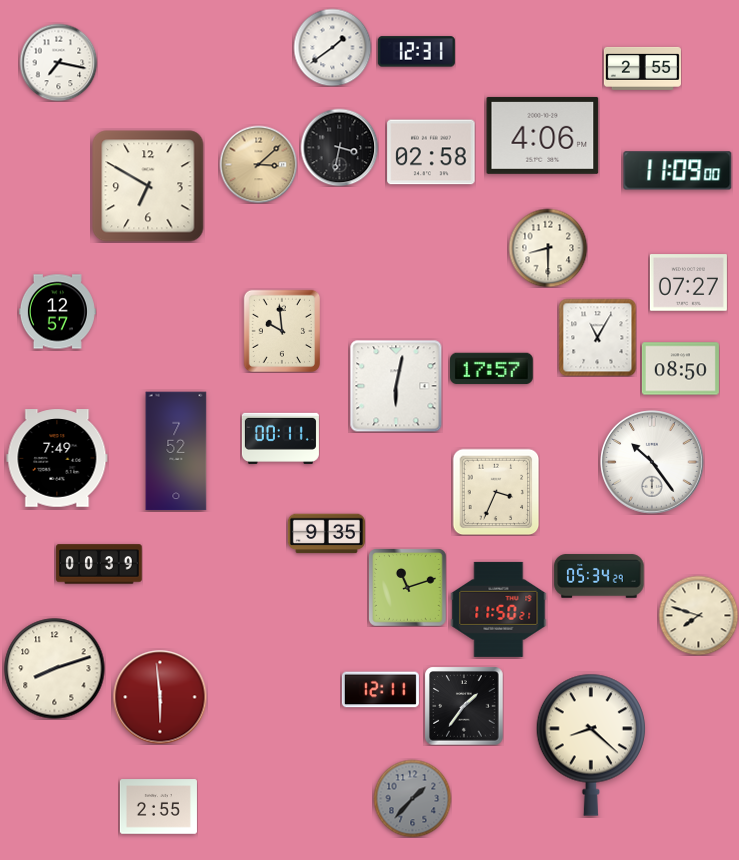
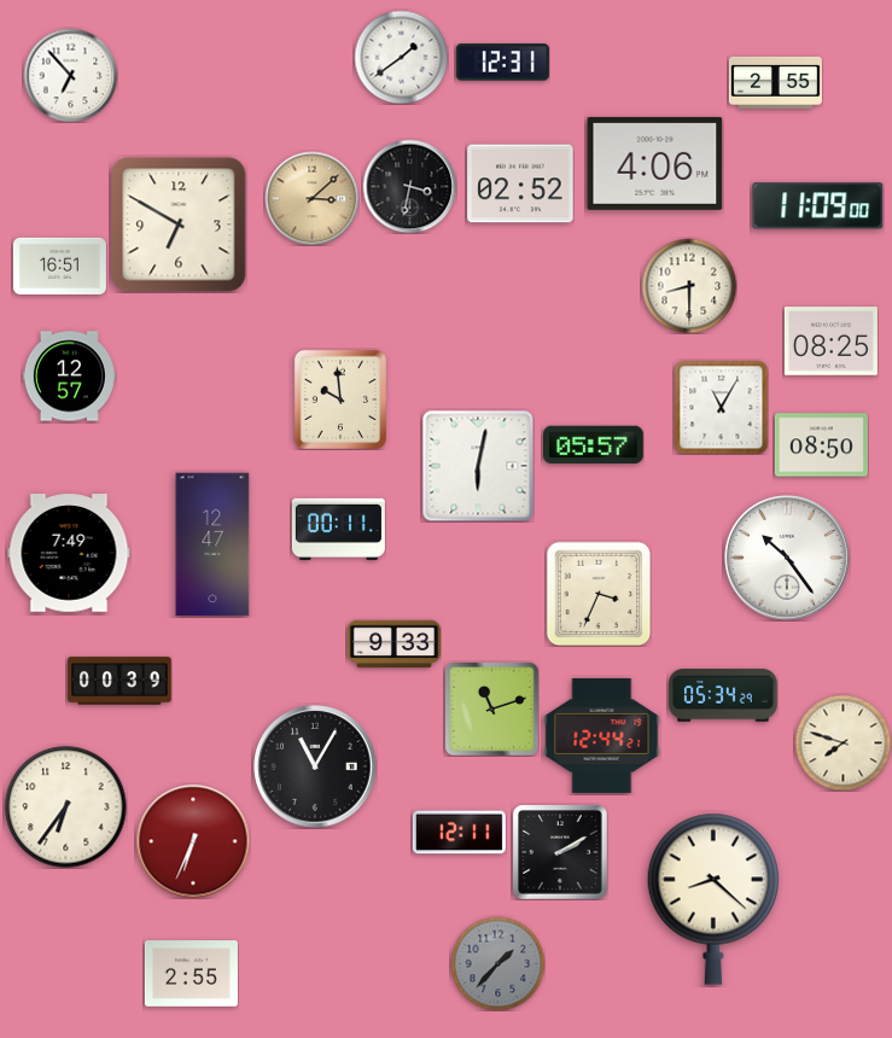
clock at (58, 62): 7:17 -> 6:53
clock at (339, 147) position: (339, 147) -> (409, 186)
clock at (431, 152): 02:58 -> 02:52
clock at (59, 266): none -> 16:51
clock at (548, 248) position: (548, 248) -> (689, 286)
clock at (688, 283): 07:27 -> 08:25
clock at (492, 369): 17:57 -> 05:57
clock at (176, 451): 7:52 -> 12:47
clock at (326, 534): 9:35 -> 9:33
clock at (499, 609): 11:50 -> 12:44
clock at (315, 766): none -> 11:05
clock at (55, 669): 8:12 -> 6:36
clock at (160, 697): 5:59 -> 6:34
clock at (464, 706): 1:36 -> 2:10
